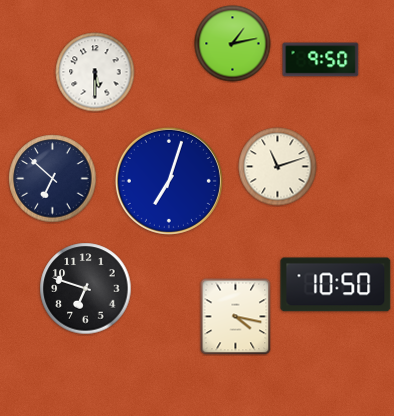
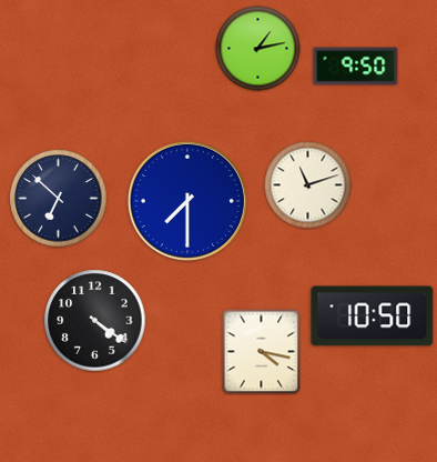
clock at (95, 72): 5:30 -> none
clock at (169, 181): 7:03 -> 7:30
clock at (86, 289): 6:48 -> 4:21
